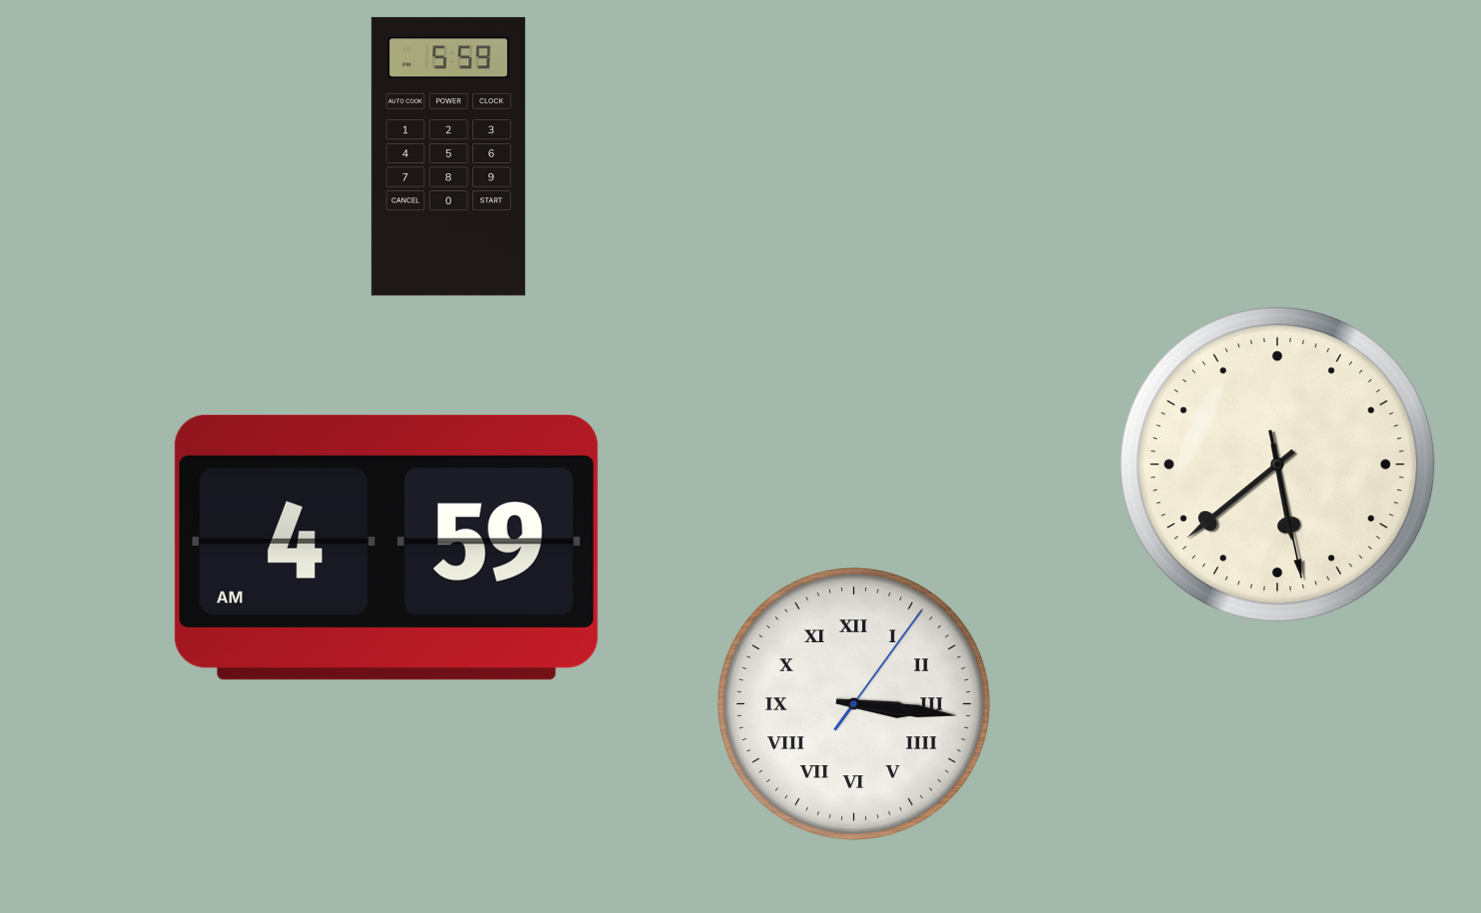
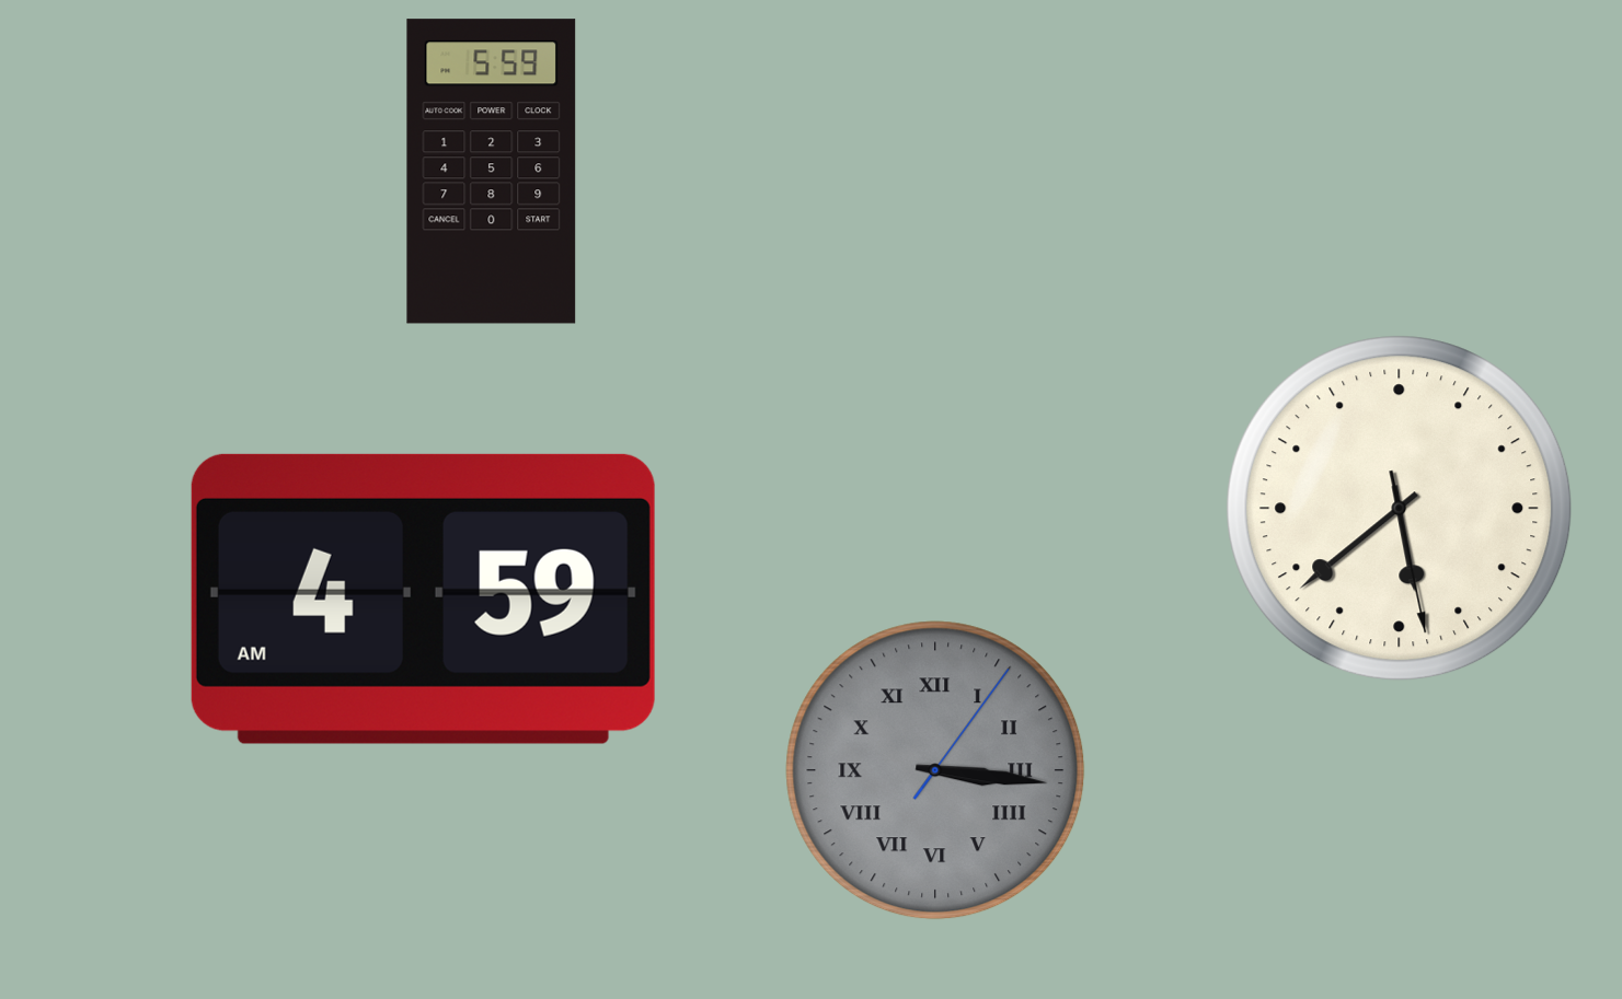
clock at (854, 704) dial: white -> grey
